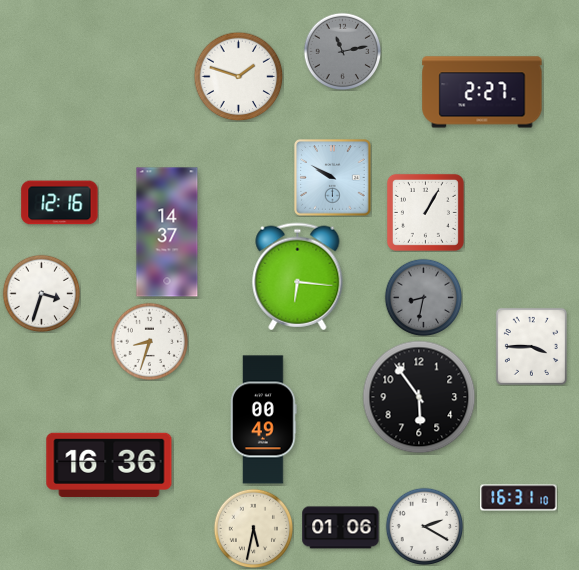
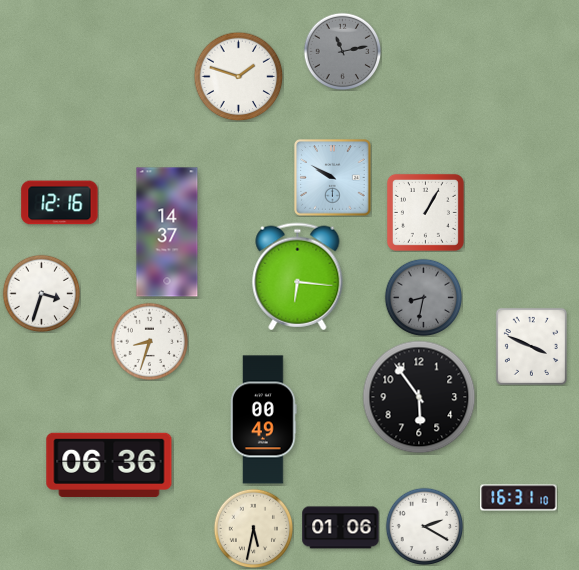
clock at (482, 92): 2:27 -> none
clock at (531, 346): 3:45 -> 3:49
clock at (109, 465): 16:36 -> 06:36
